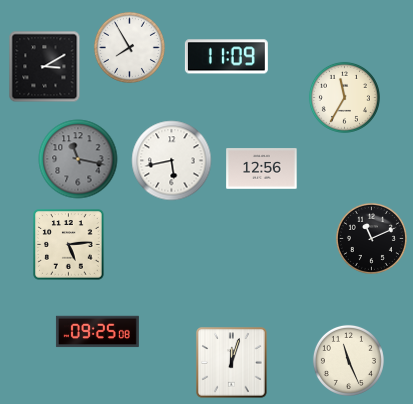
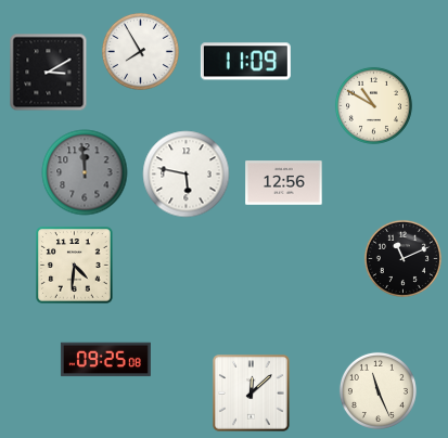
clock at (344, 97): 11:35 -> 10:50
clock at (78, 159): 11:17 -> 11:59
clock at (172, 161): 5:43 -> 5:47
clock at (69, 245): 5:14 -> 4:31
clock at (232, 363): 12:03 -> 12:08
